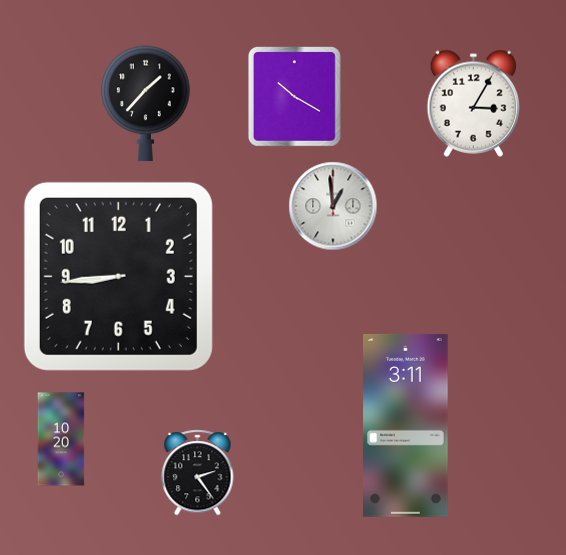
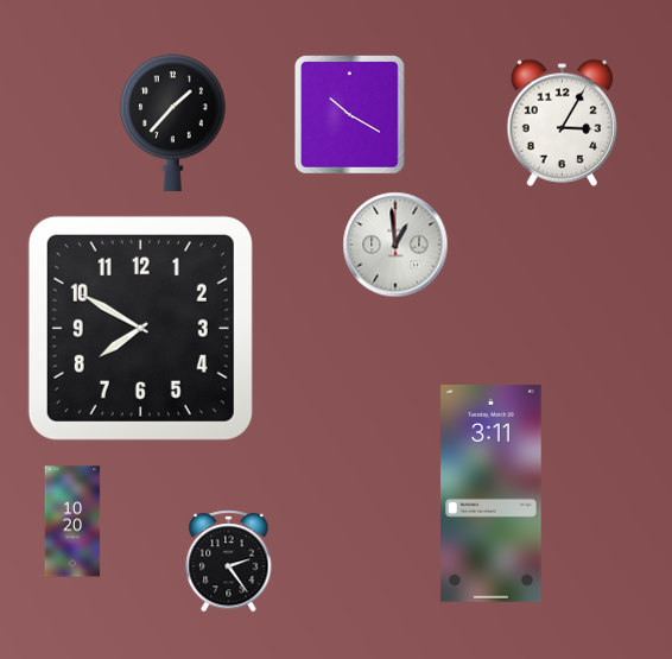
clock at (118, 276): 8:44 -> 7:50
clock at (406, 425) position: (406, 425) -> (492, 493)
clock at (198, 473) position: (198, 473) -> (229, 562)
